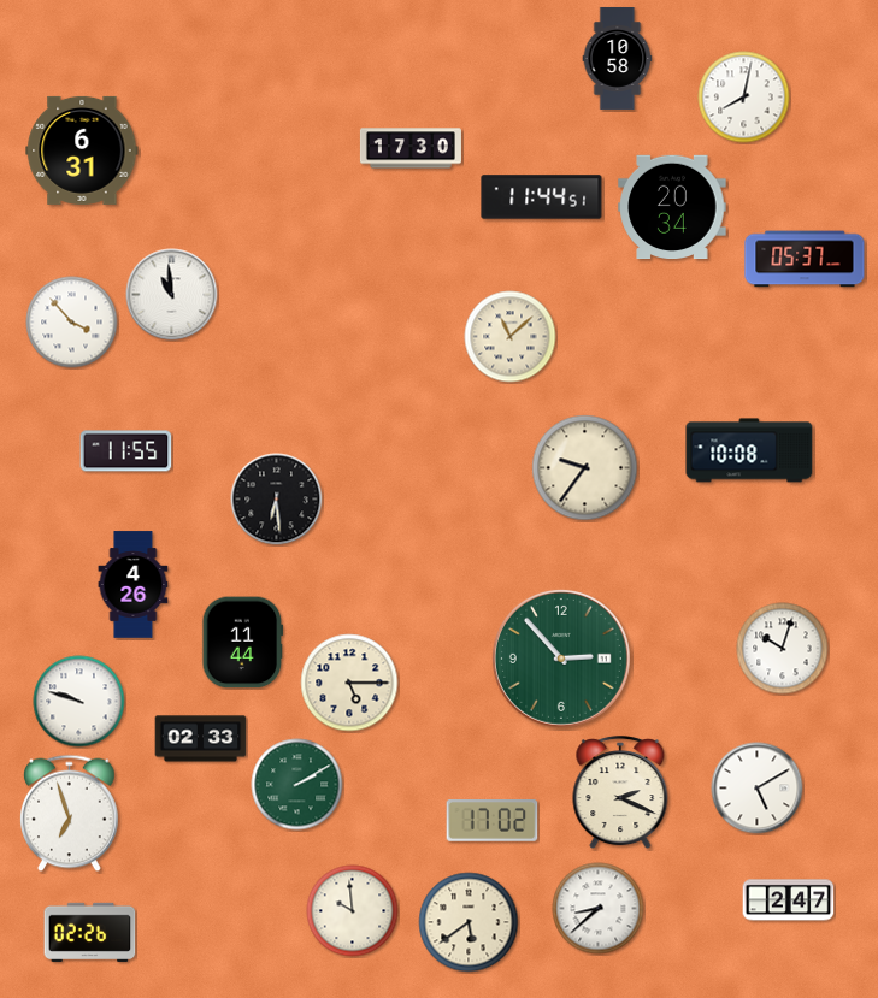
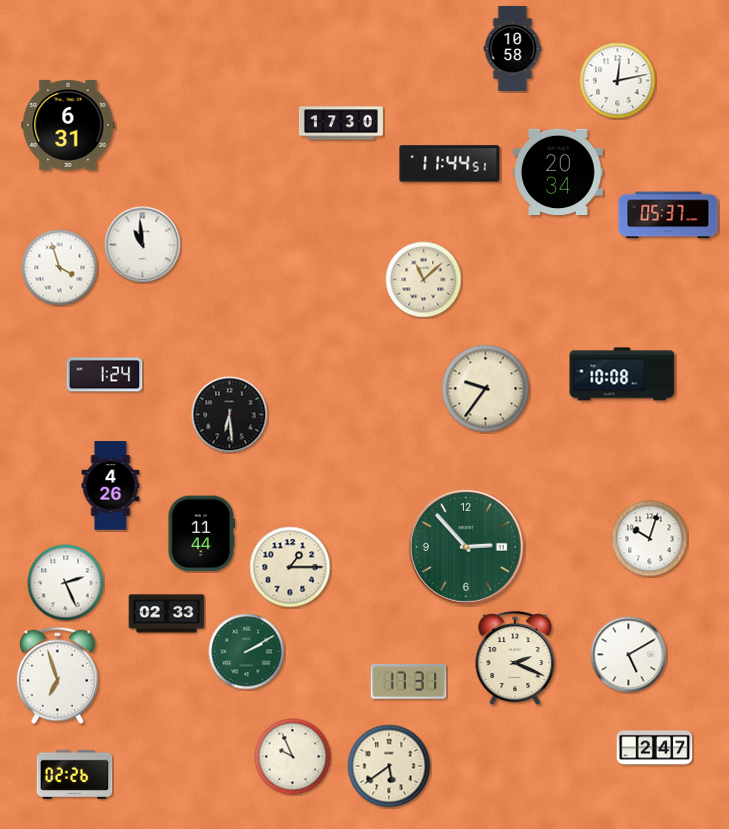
clock at (744, 98): 8:02 -> 12:13
clock at (72, 323): 3:53 -> 3:57
clock at (126, 451): 11:55 -> 1:24
clock at (349, 683): 5:15 -> 1:15
clock at (79, 702): 9:48 -> 2:26
clock at (493, 821): 17:02 -> 17:31
clock at (599, 909): 8:38 -> none
clock at (353, 911): 9:59 -> 9:56
